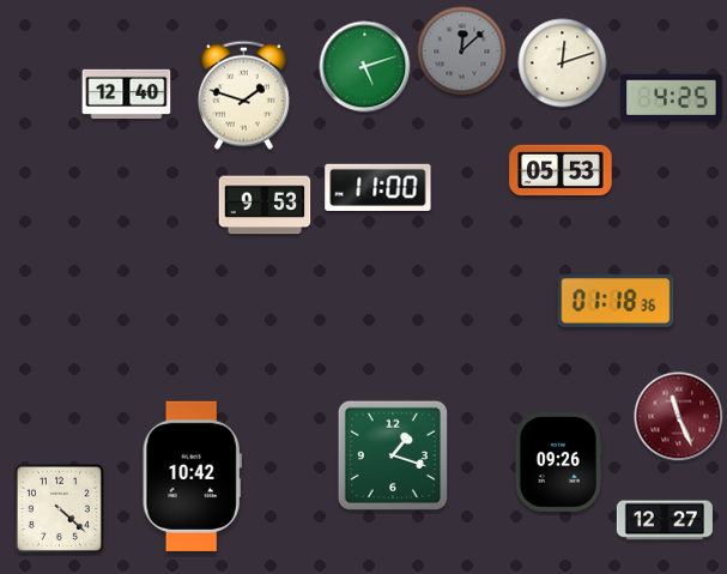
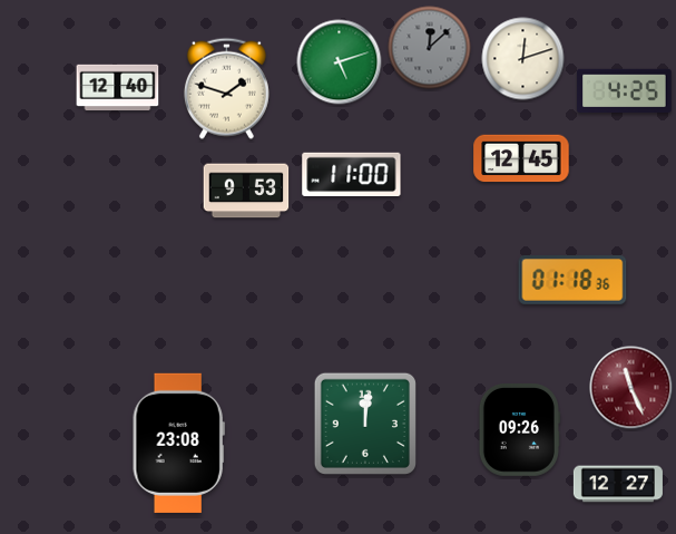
clock at (561, 170): 05:53 -> 12:45
clock at (393, 455): 1:18 -> 12:01
clock at (192, 476): 10:42 -> 23:08
clock at (59, 508): 4:22 -> none
